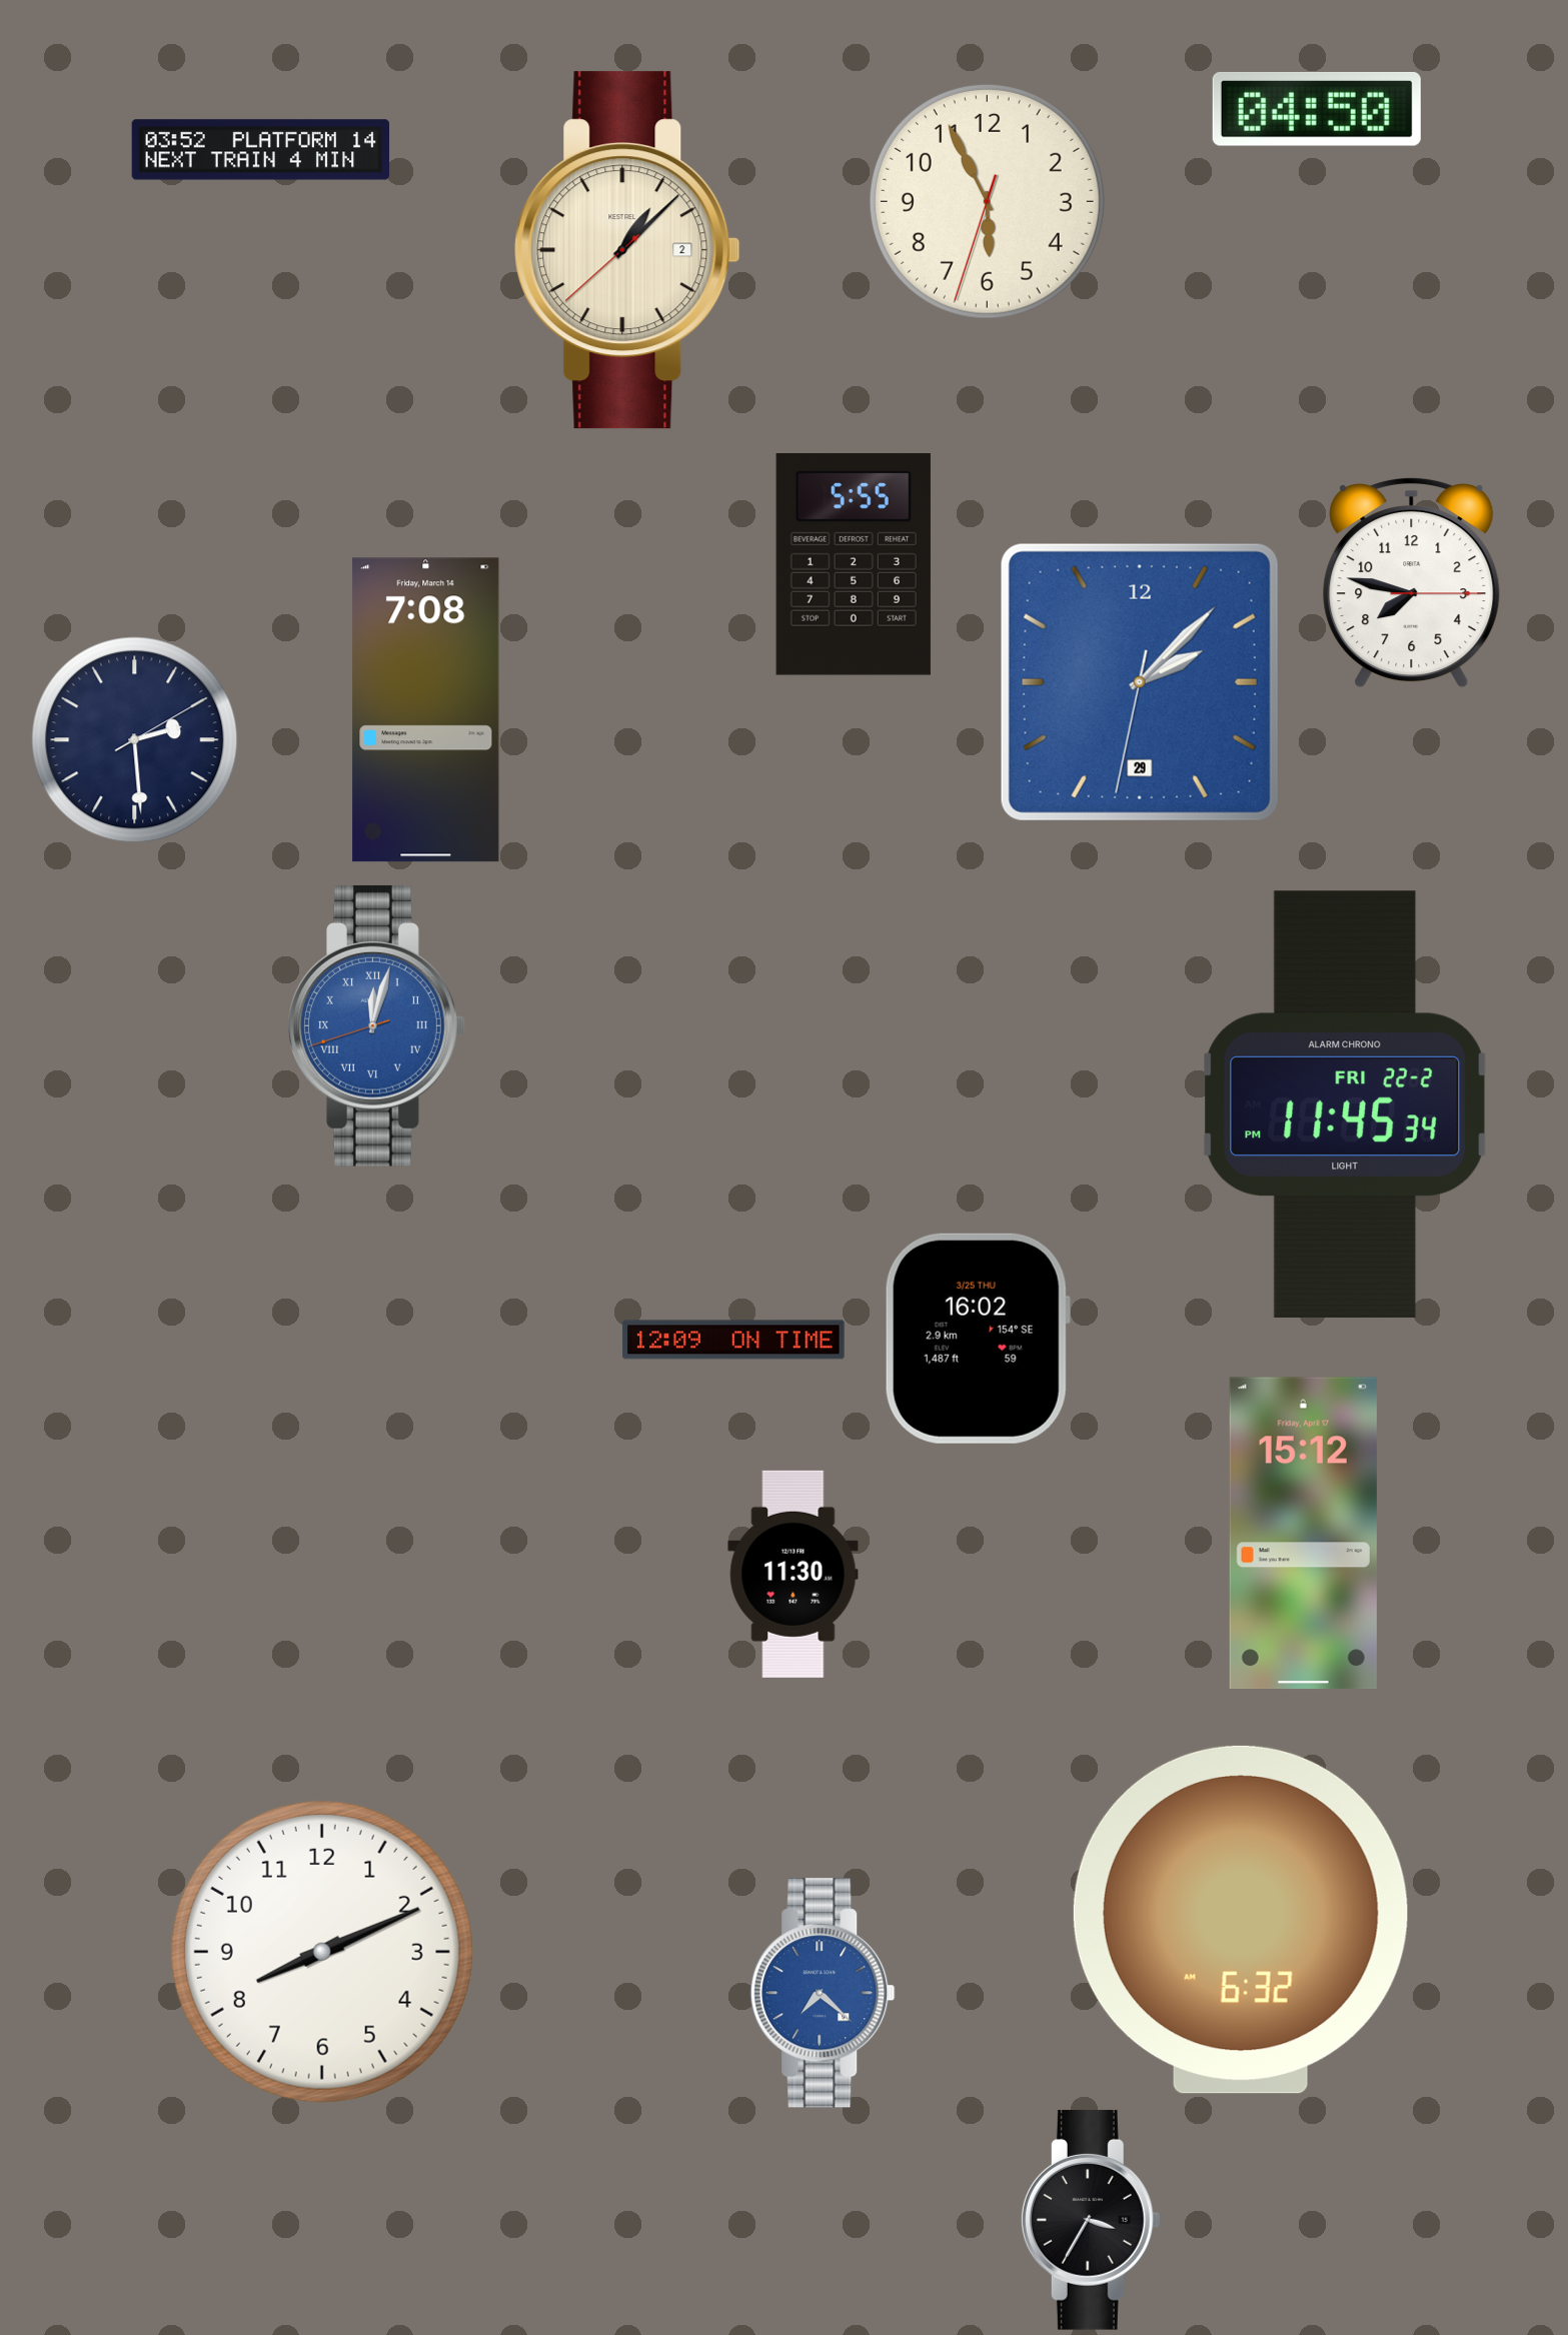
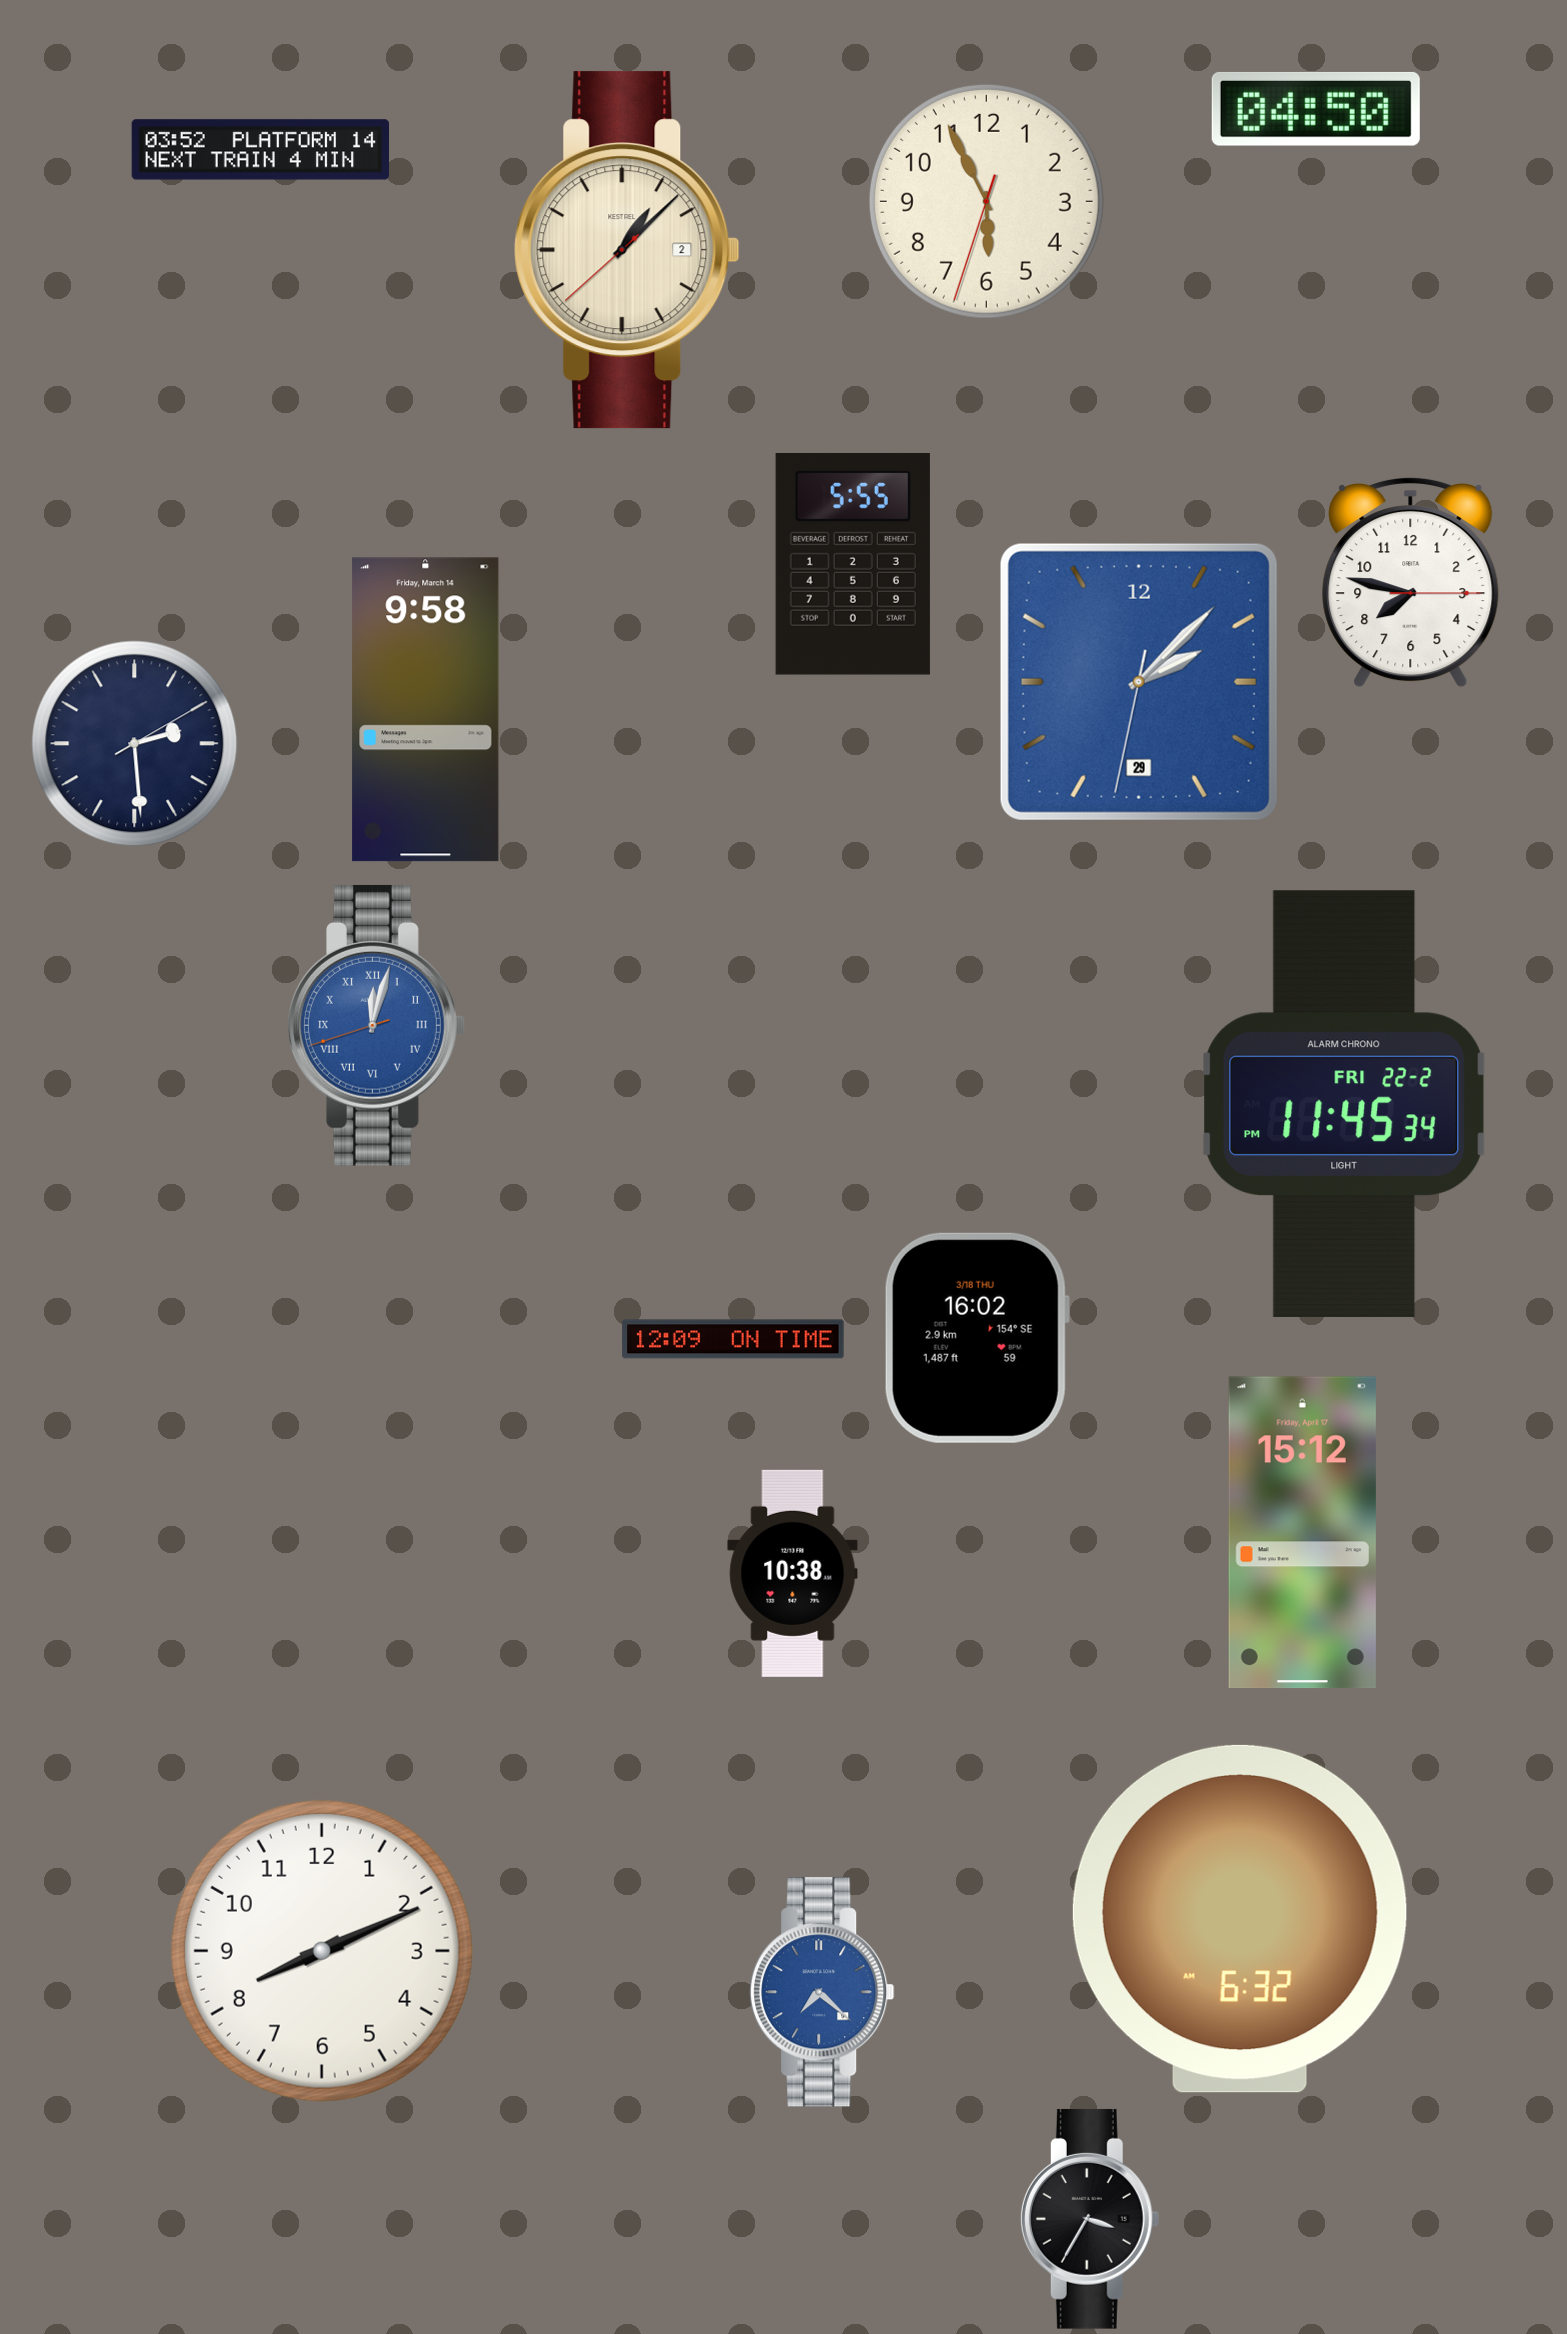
clock at (426, 710): 7:08 -> 9:58
clock at (135, 740) position: (135, 740) -> (135, 744)
clock at (978, 1339) date: 3/25 THU -> 3/18 THU
clock at (794, 1574): 11:30 -> 10:38
